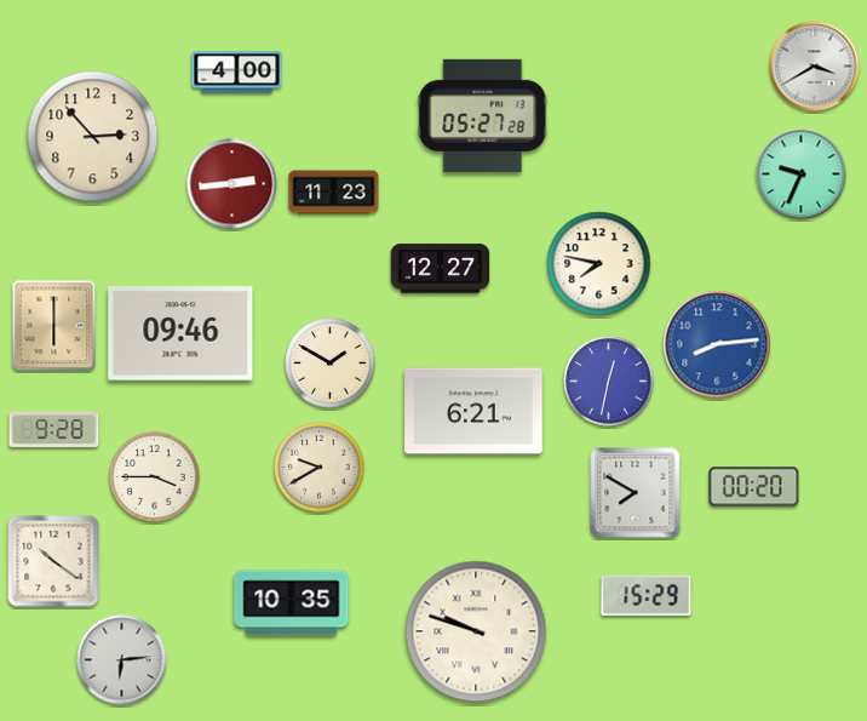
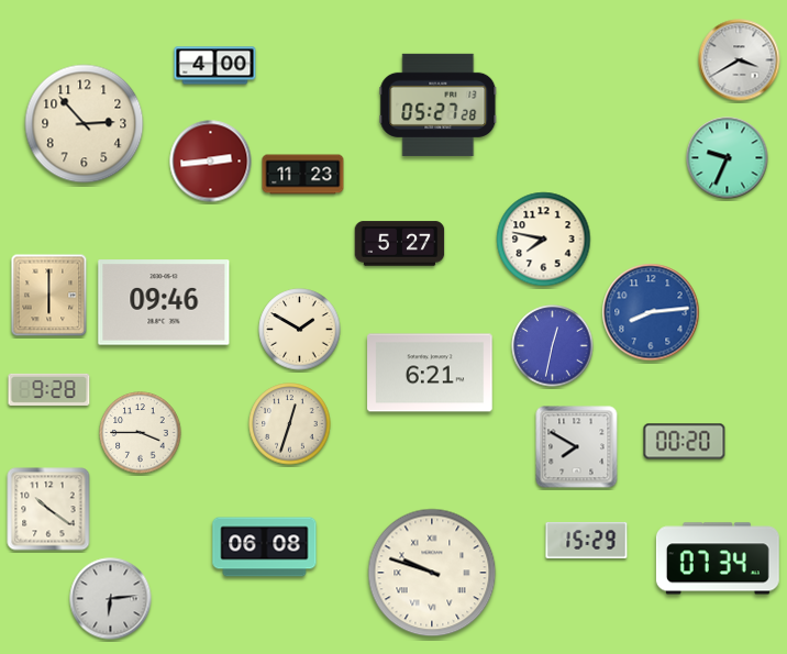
clock at (232, 184) position: (232, 184) -> (211, 162)
clock at (441, 269): 12:27 -> 5:27
clock at (320, 468): 9:40 -> 12:33
clock at (292, 603): 10:35 -> 06:08
clock at (718, 558): none -> 07:34
